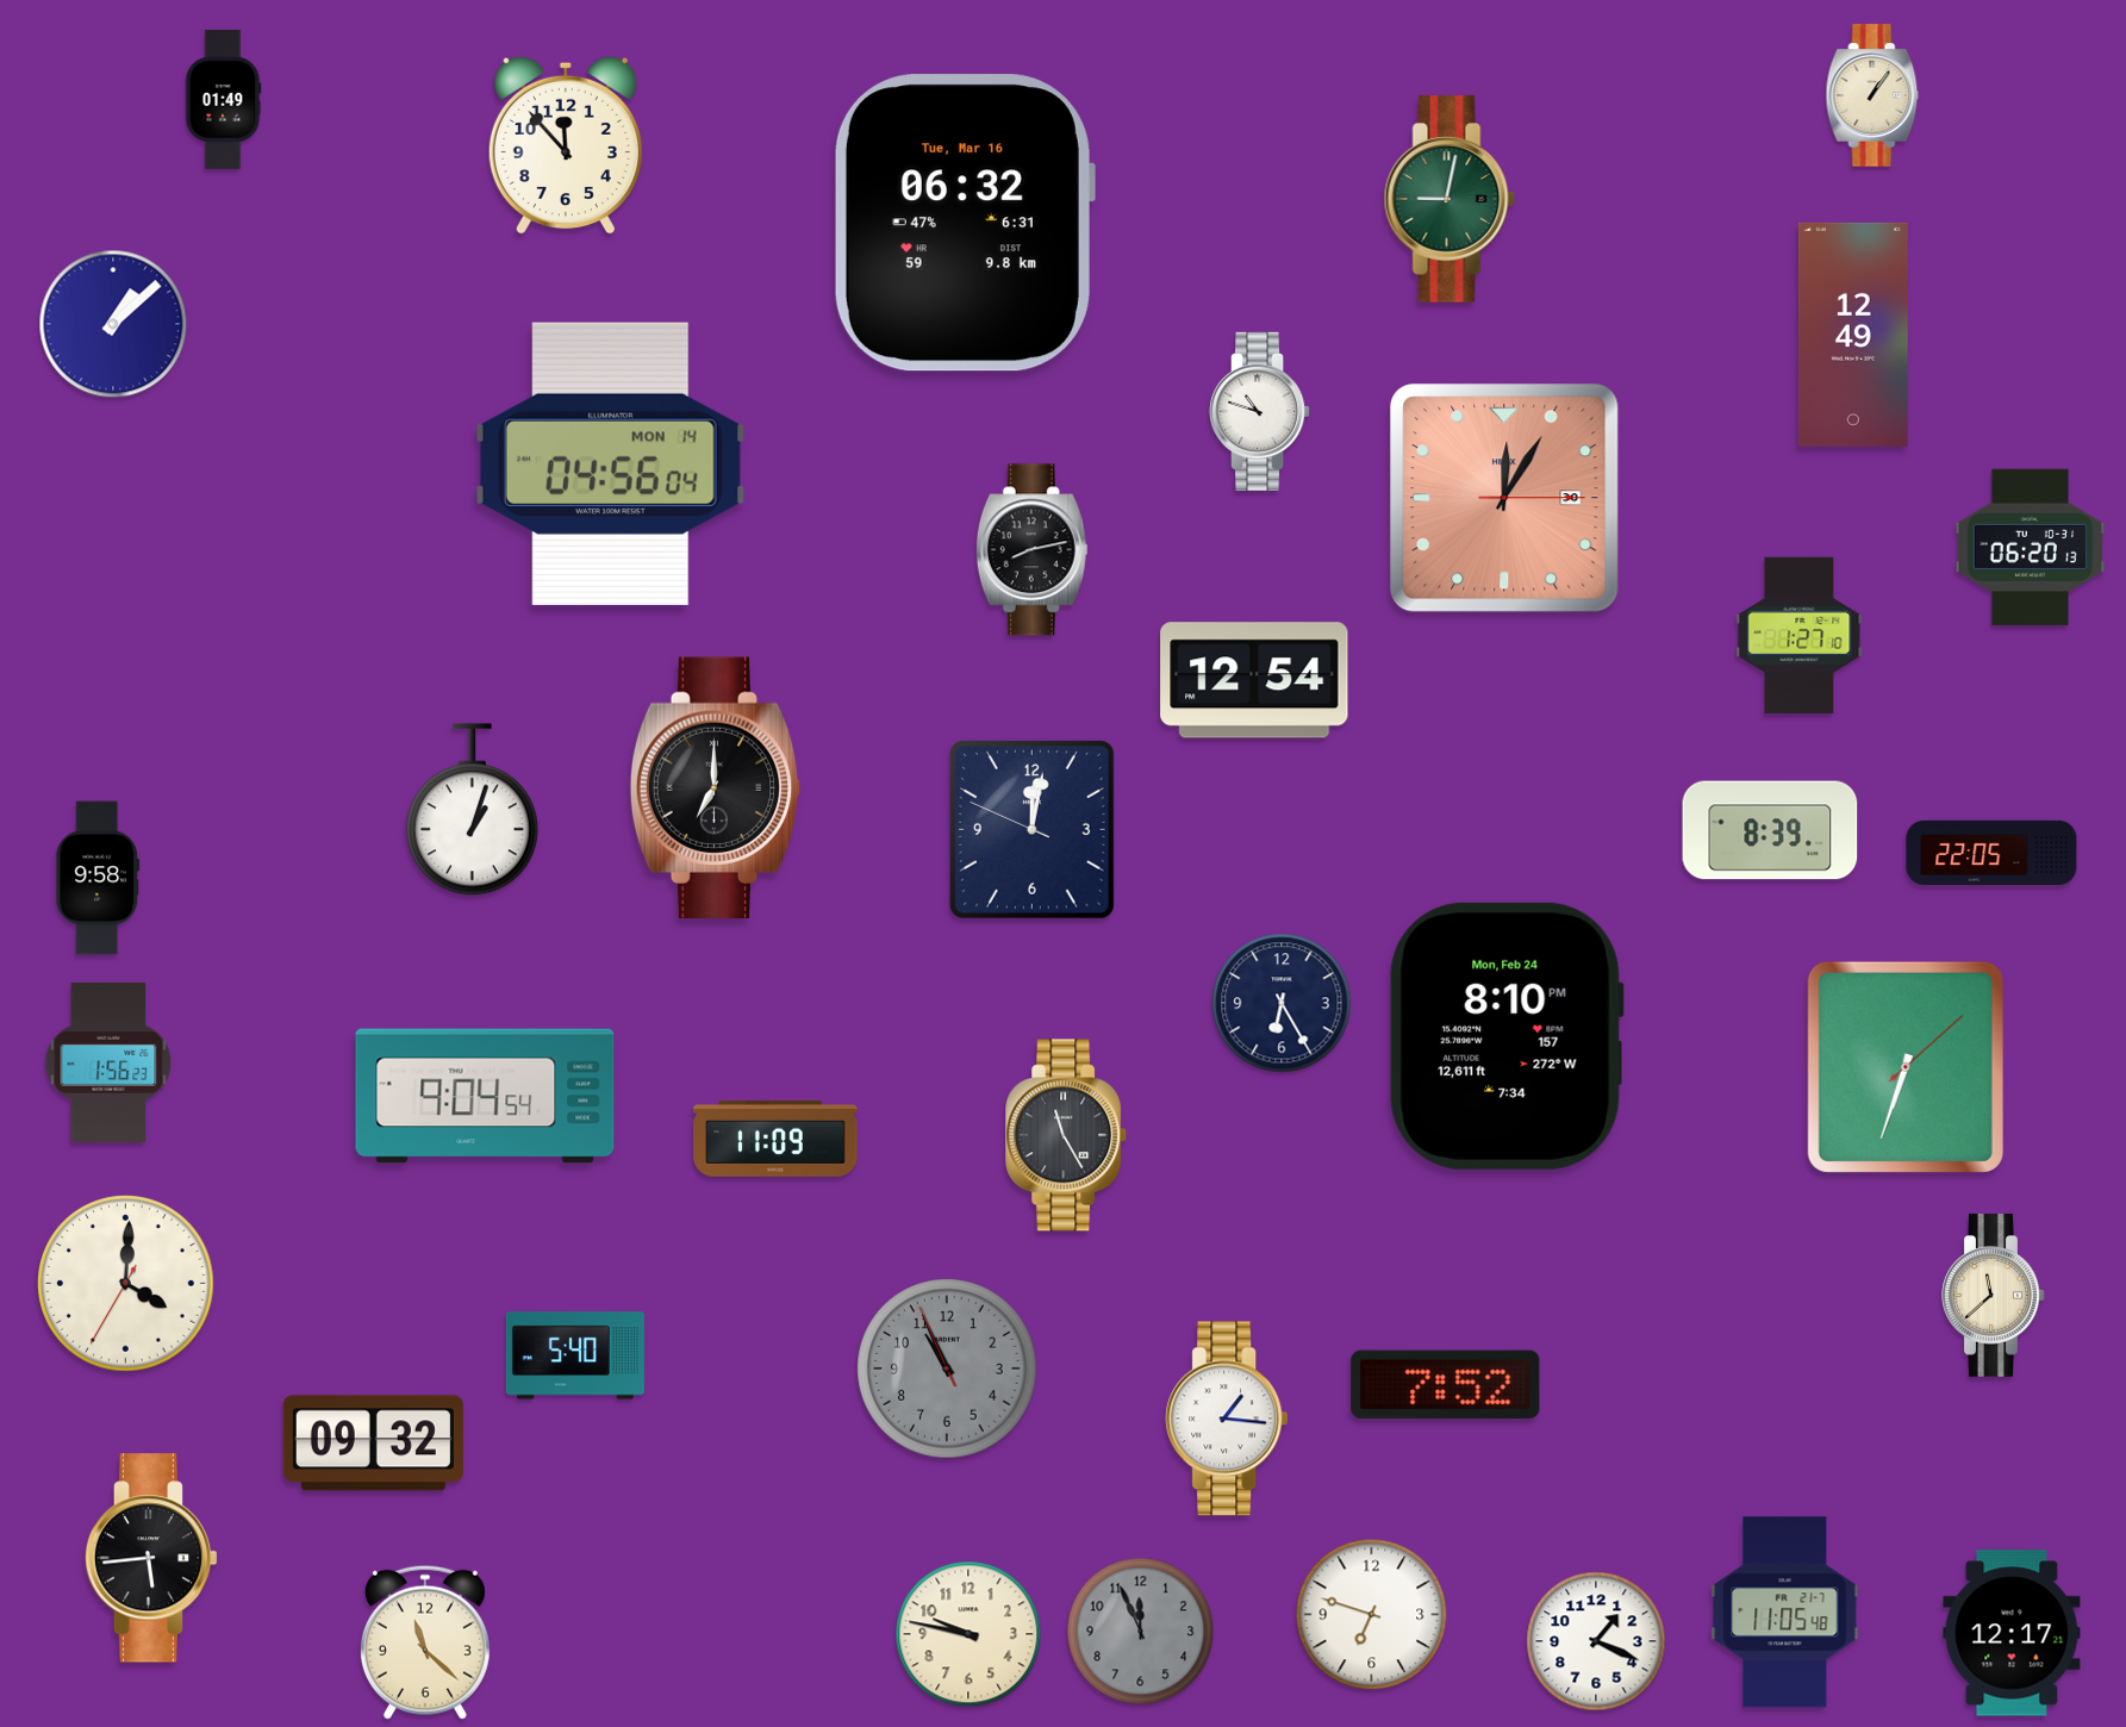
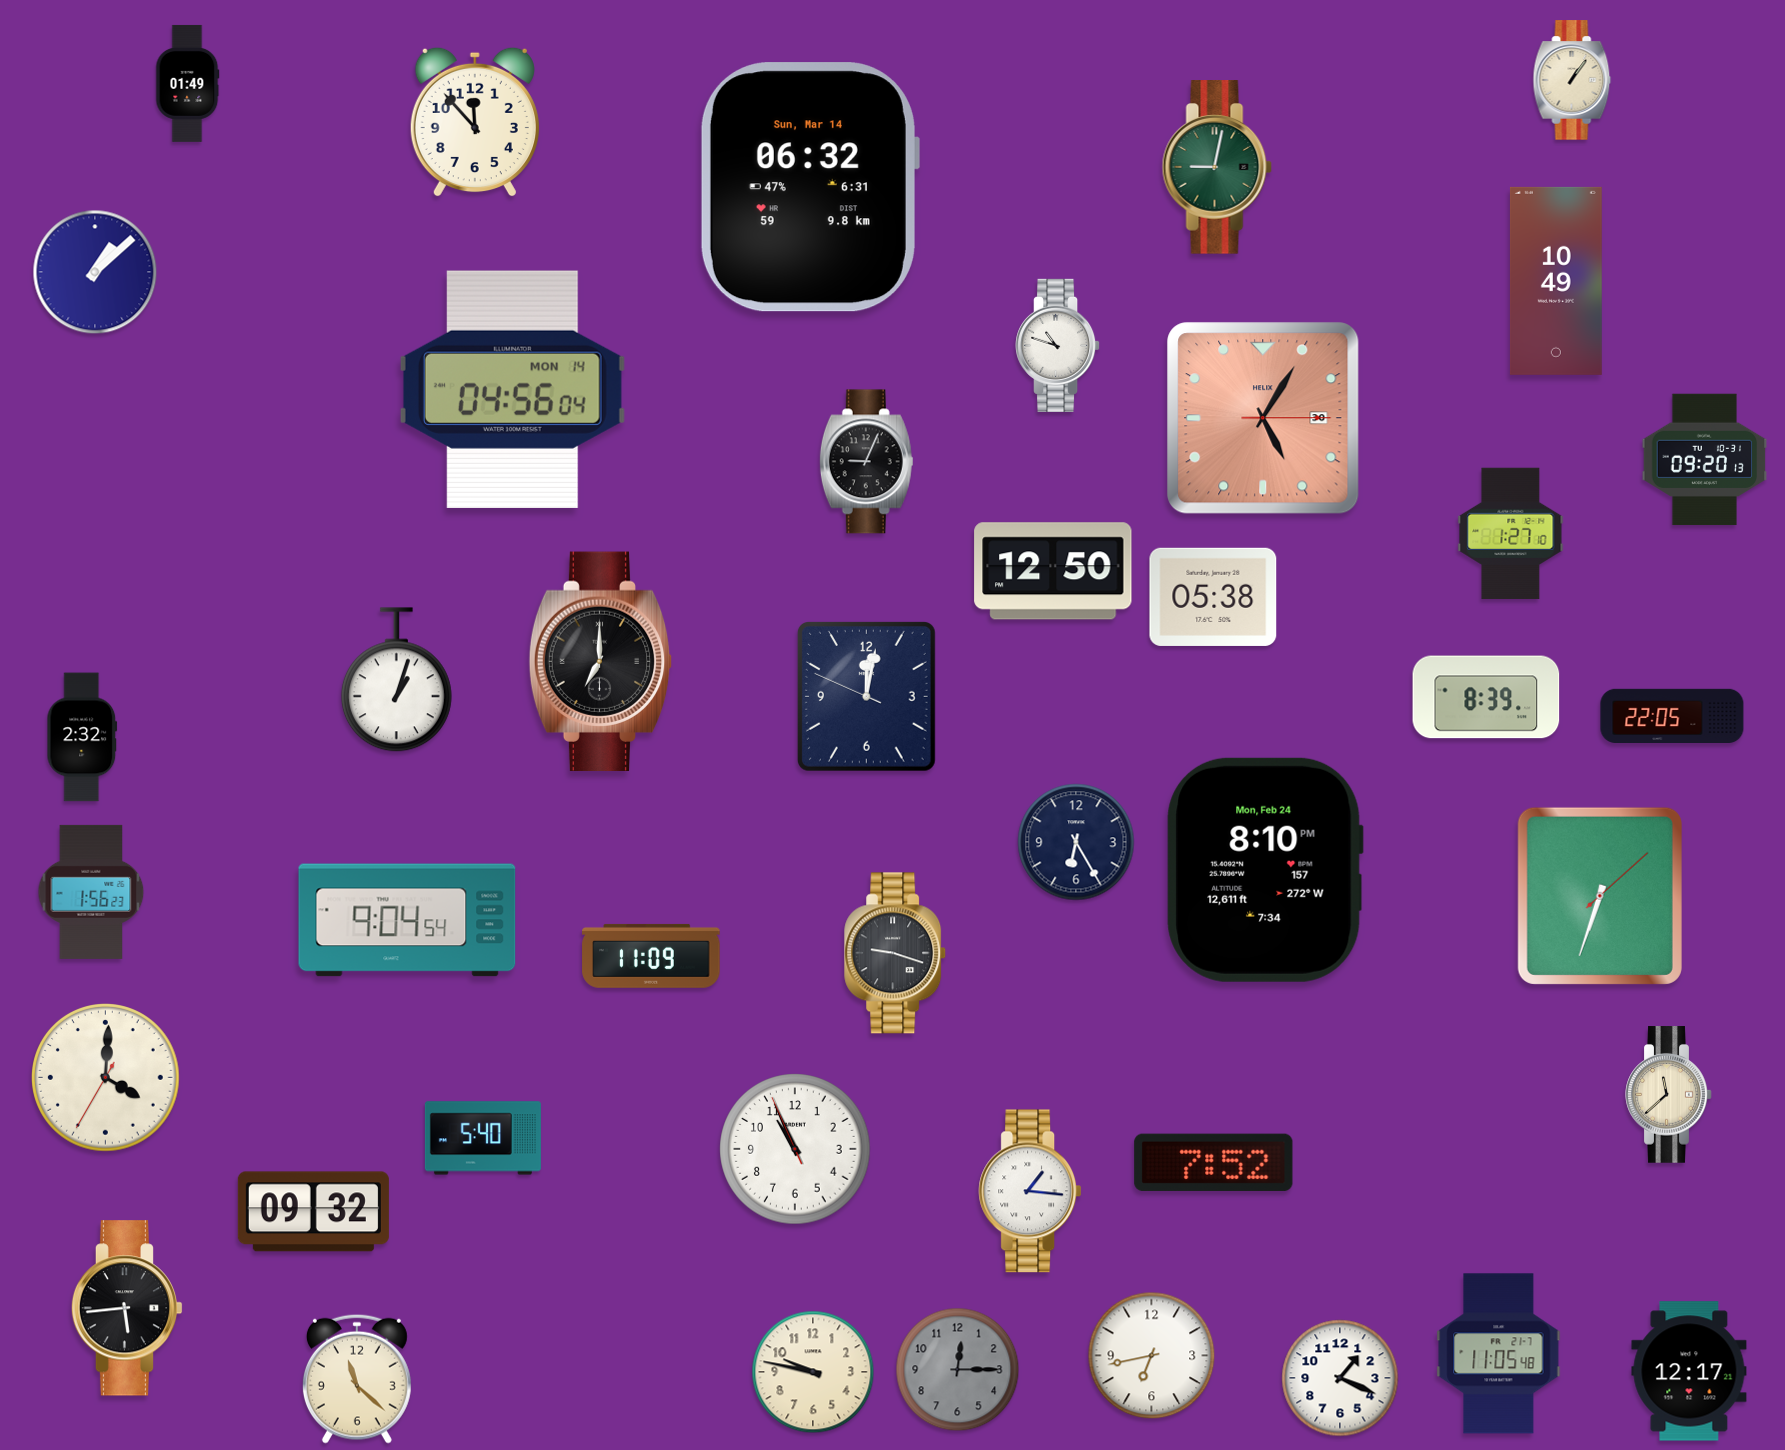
clock at (964, 223) date: Tue, Mar 16 -> Sun, Mar 14
clock at (1853, 335): 12:49 -> 10:49
clock at (1504, 498): 12:05 -> 5:05
clock at (2031, 548): 06:20 -> 09:20
clock at (1031, 550): 8:13 -> 9:04
clock at (1254, 680): 12:54 -> 12:50
clock at (1213, 597): none -> 05:38
clock at (98, 878): 9:58 -> 2:32
clock at (1067, 1135): 11:25 -> 9:18
clock at (1994, 1296) position: (1994, 1296) -> (1669, 1095)
clock at (947, 1368) dial: grey -> white
clock at (1372, 1615): 6:48 -> 6:43
clock at (1141, 1632): 11:56 -> 12:15
